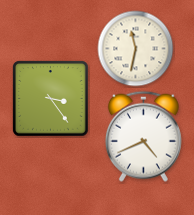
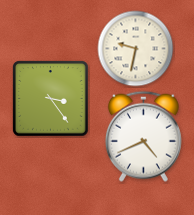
clock at (136, 49): 11:32 -> 9:32
